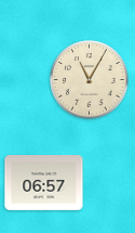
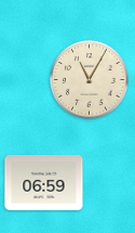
clock at (44, 183): 06:57 -> 06:59
